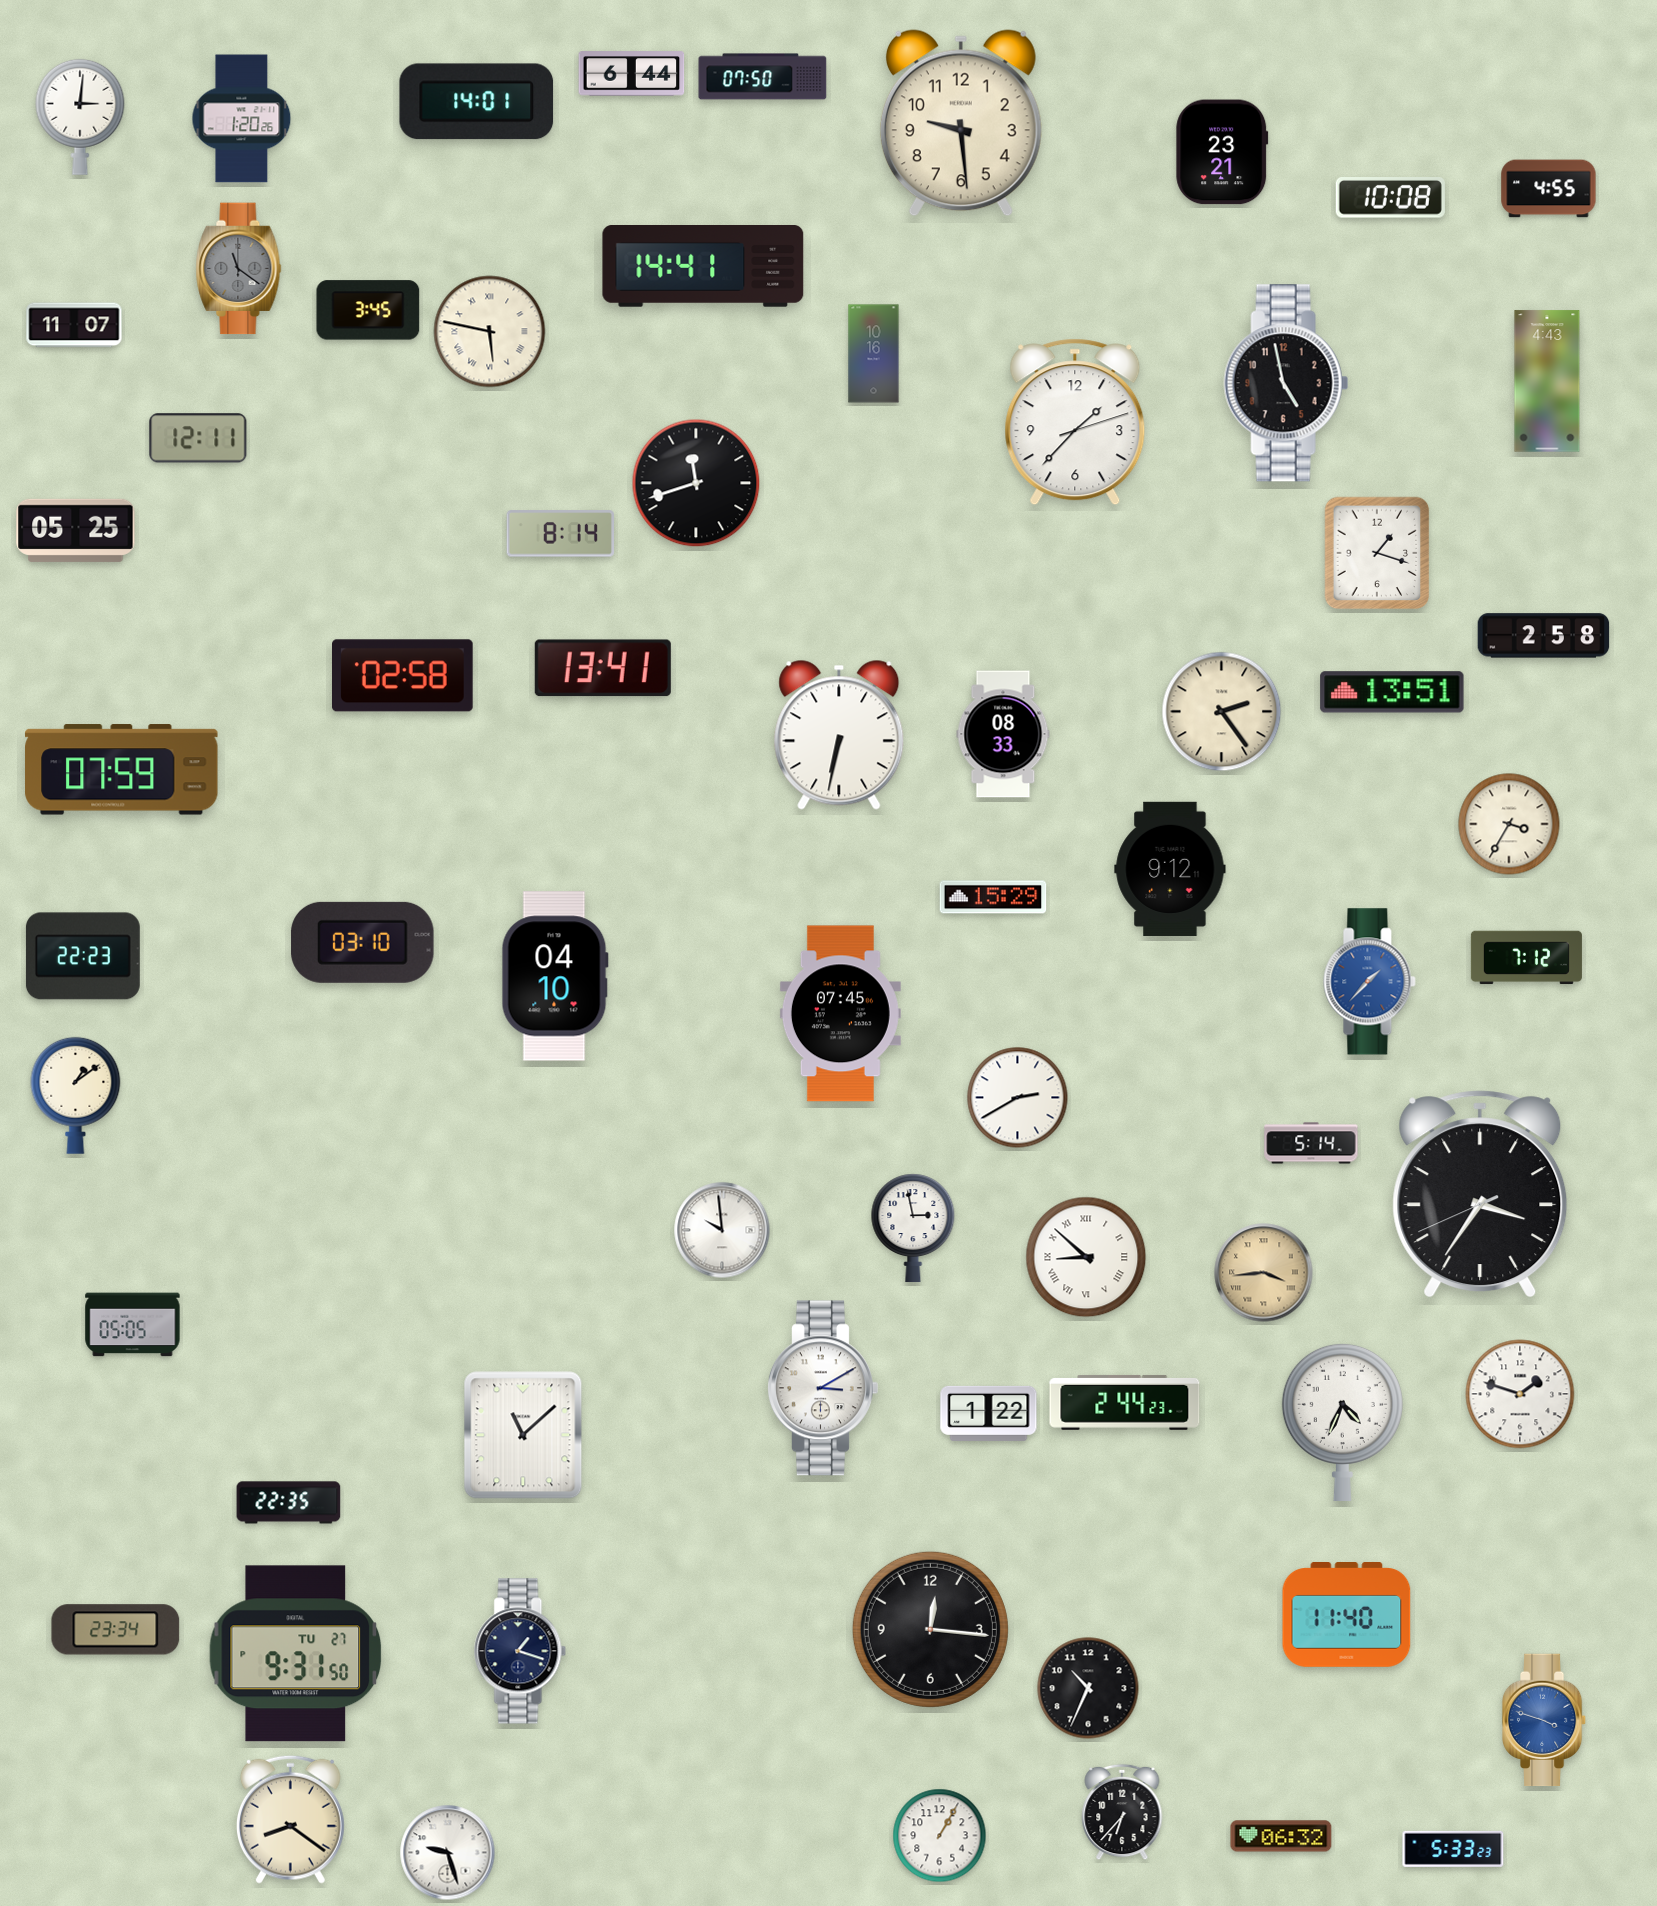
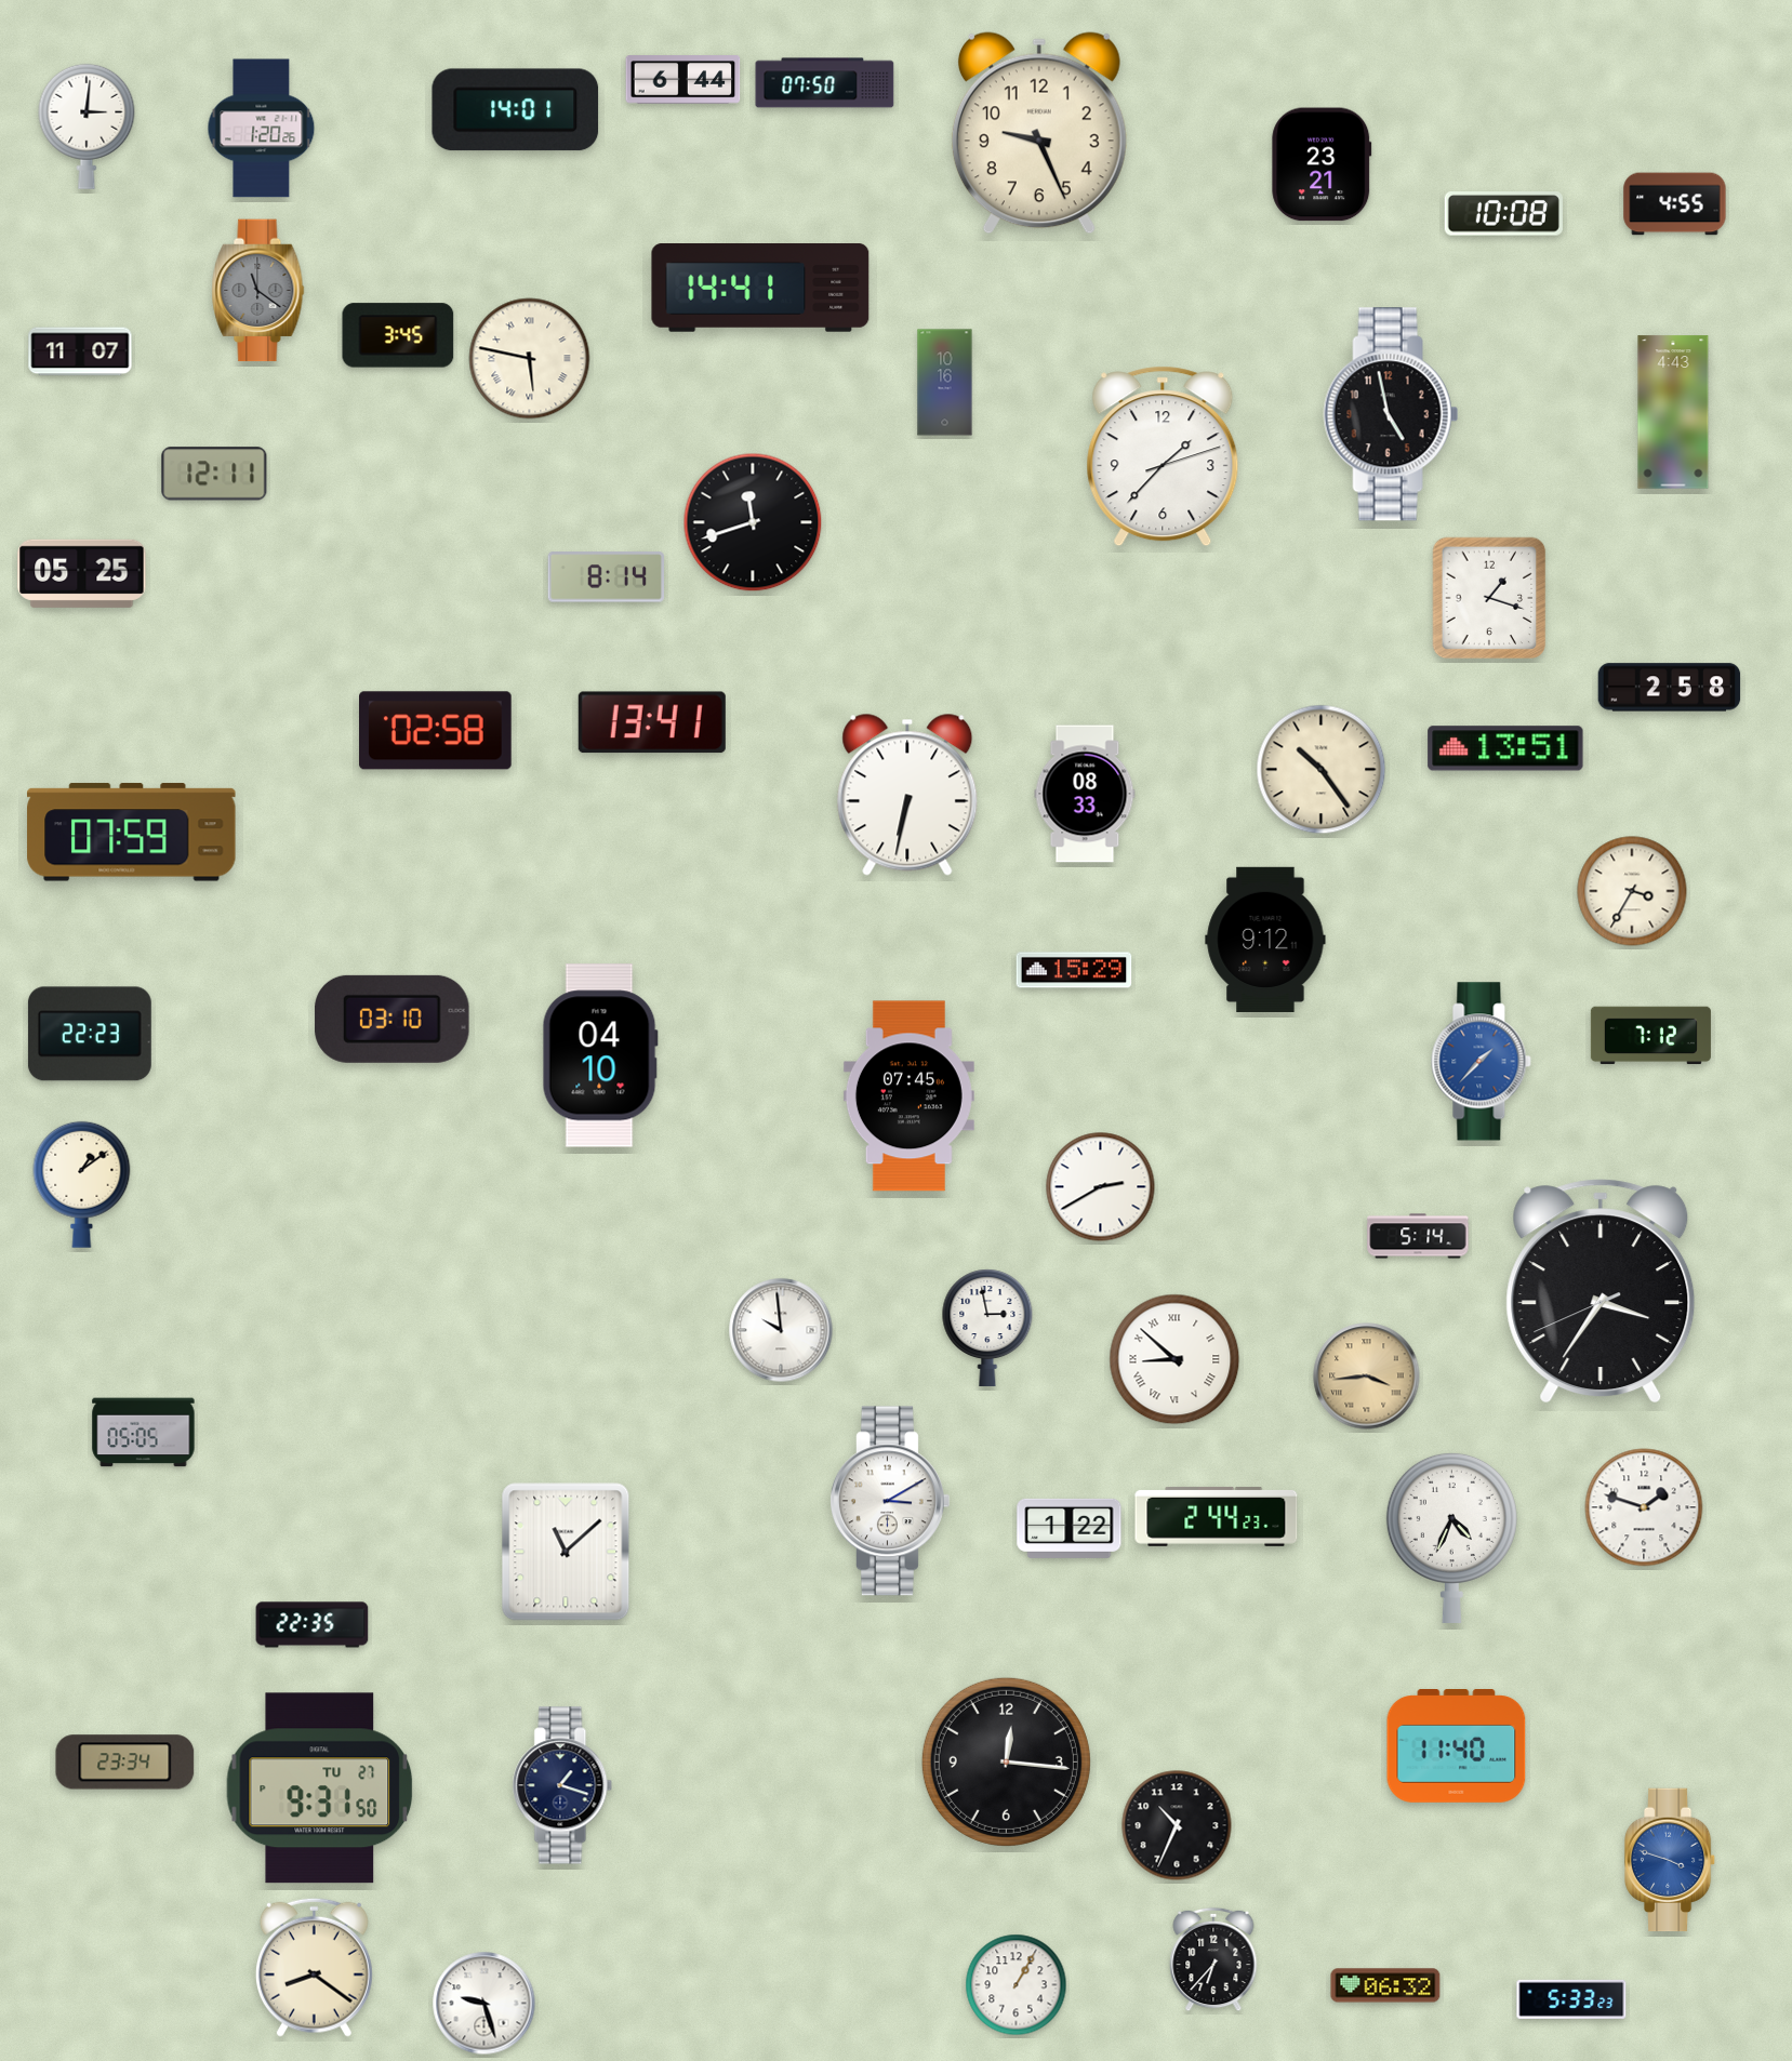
clock at (961, 123): 9:29 -> 9:26
clock at (1222, 712): 2:24 -> 10:24
